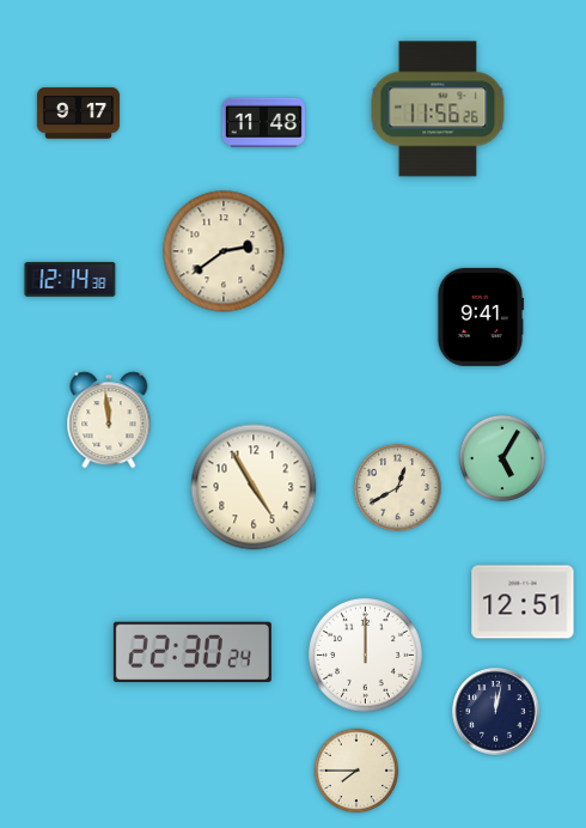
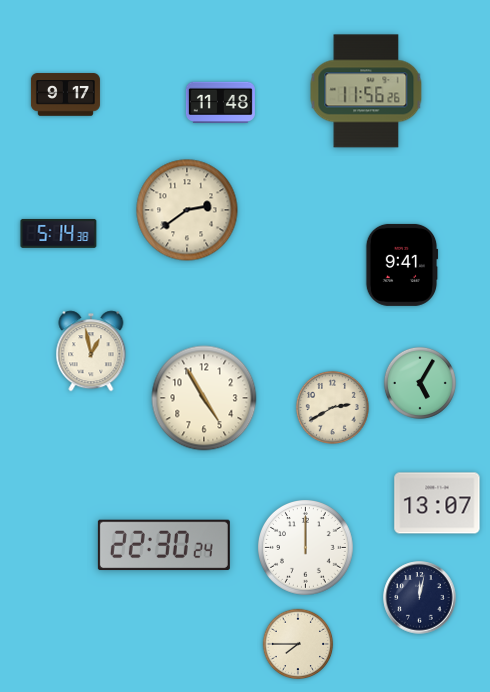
clock at (71, 279): 12:14 -> 5:14
clock at (109, 420): 11:59 -> 12:58
clock at (254, 487) position: (254, 487) -> (204, 398)
clock at (397, 487): 12:40 -> 2:40
clock at (523, 602): 12:51 -> 13:07
clock at (193, 652) position: (193, 652) -> (164, 545)
clock at (496, 712) position: (496, 712) -> (420, 598)
